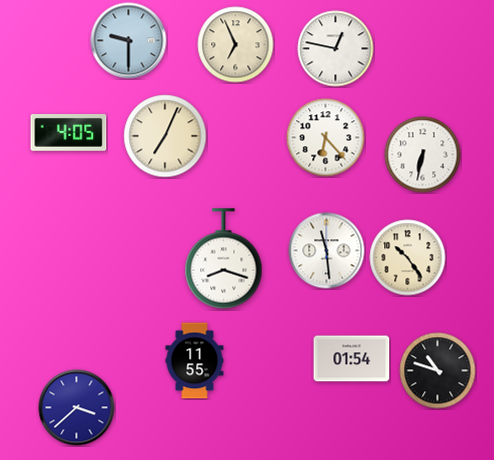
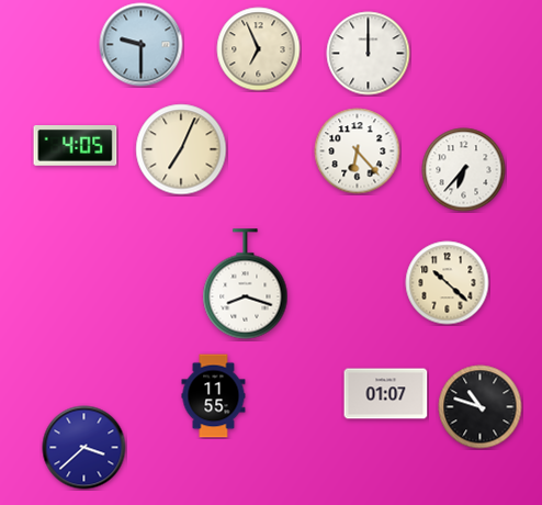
clock at (336, 49): 12:47 -> 12:00
clock at (423, 155): 6:32 -> 6:37
clock at (327, 251): 11:29 -> none
clock at (408, 258): 10:24 -> 10:22
clock at (352, 359): 01:54 -> 01:07
